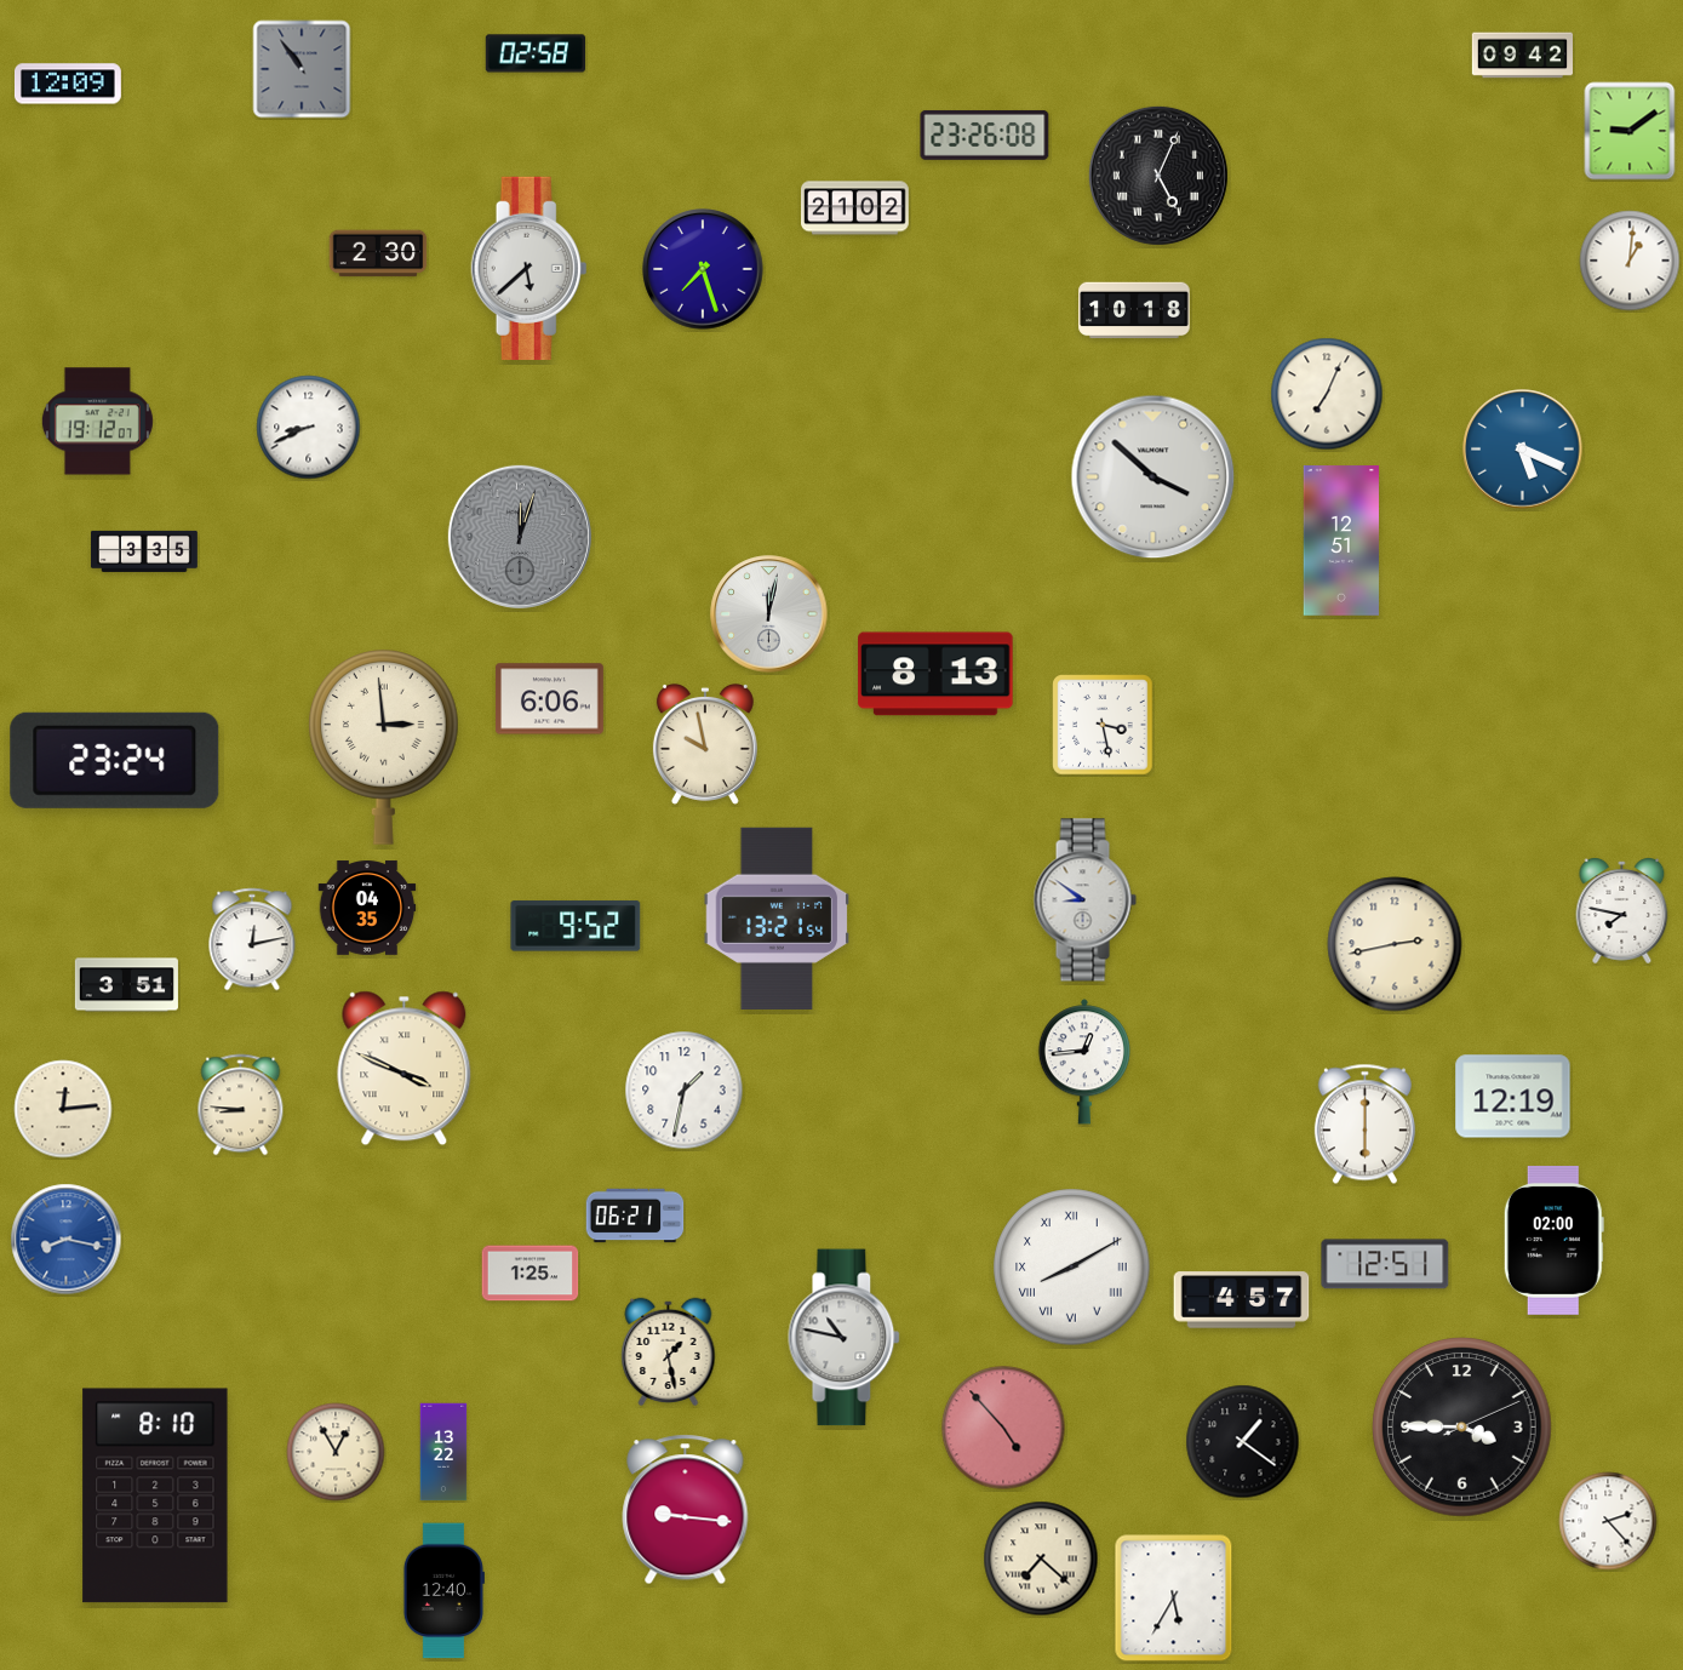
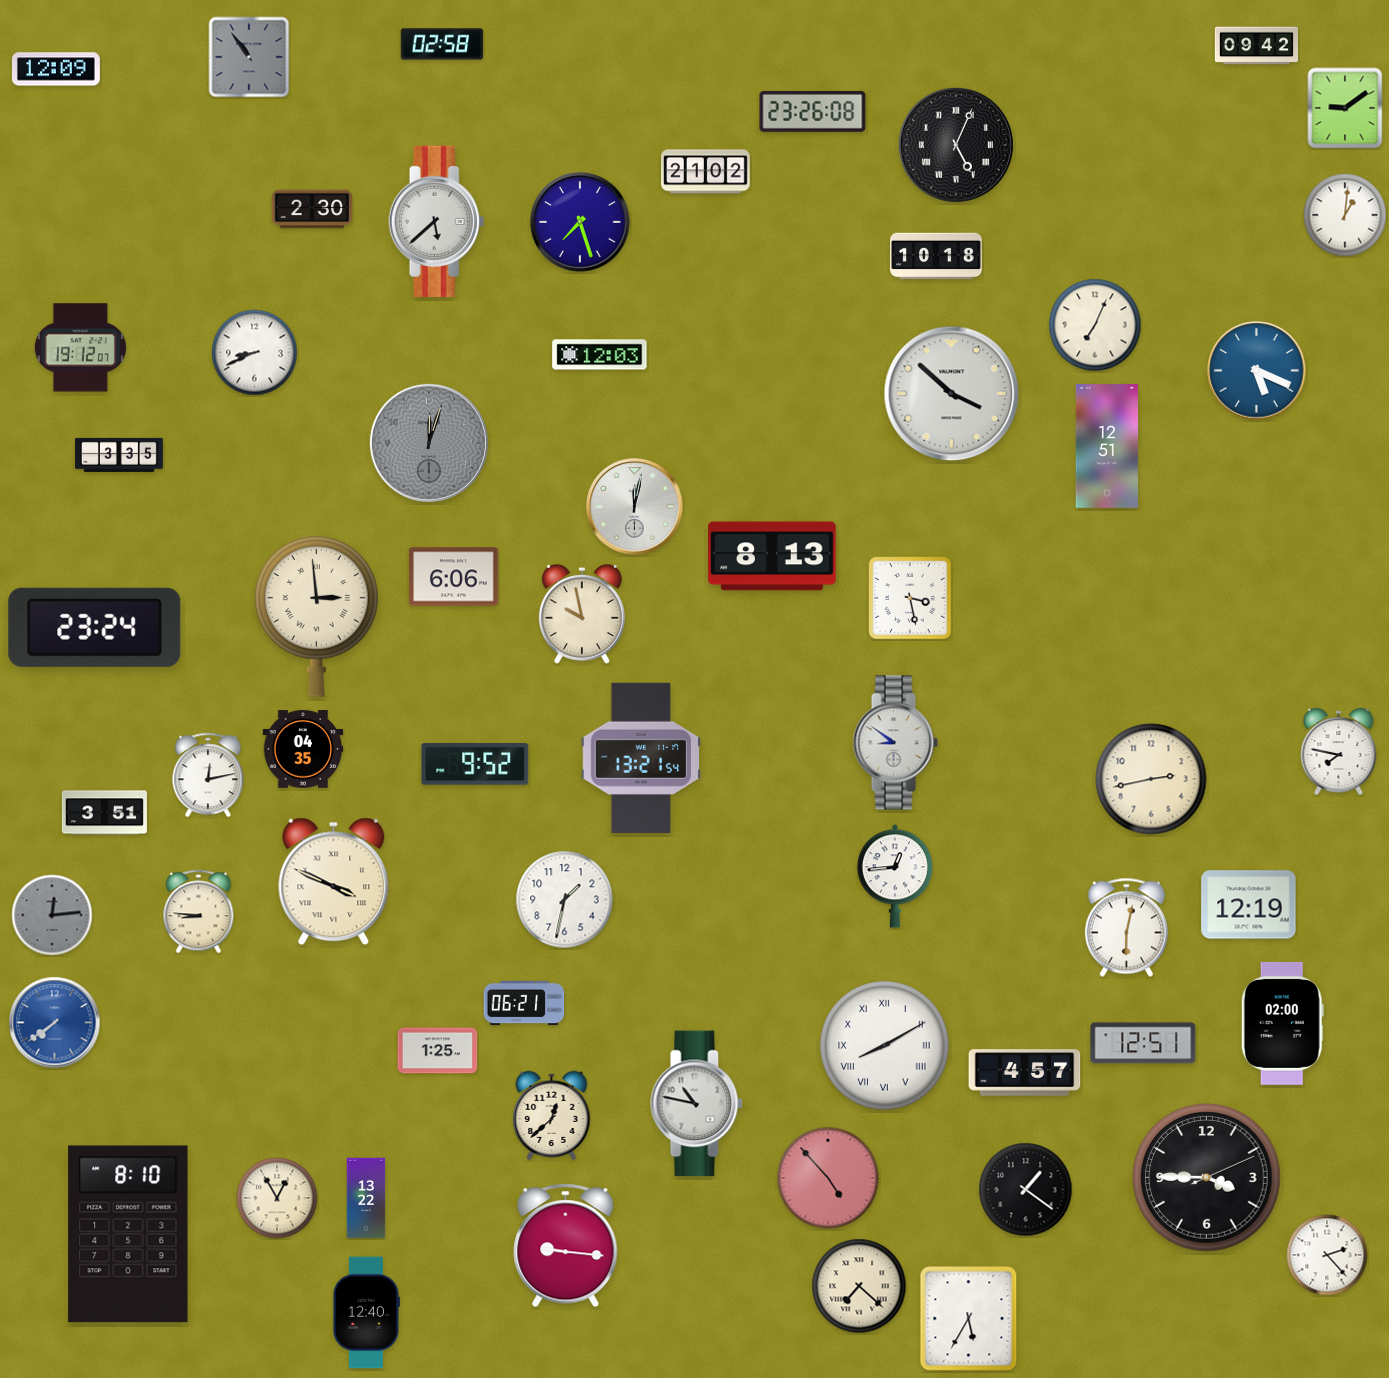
clock at (600, 355): none -> 12:03
clock at (63, 1109) dial: cream -> grey
clock at (1364, 1125): 6:00 -> 6:02
clock at (67, 1240): 8:17 -> 7:39
clock at (669, 1351): 1:28 -> 12:38
